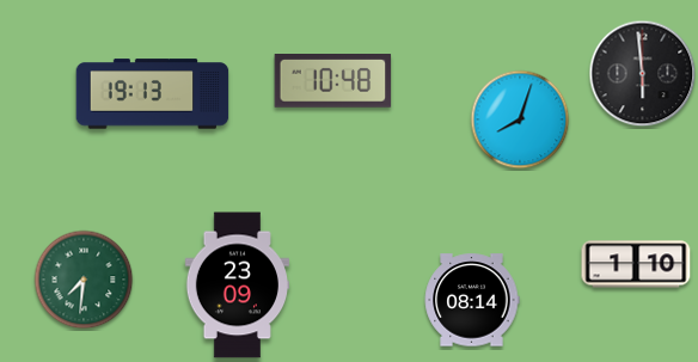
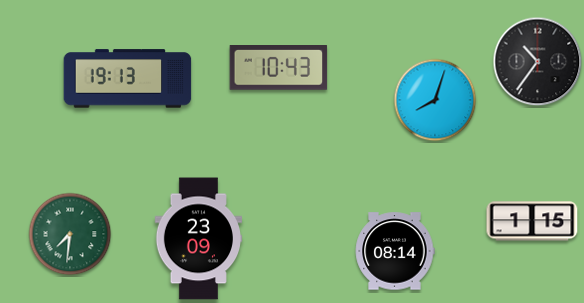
clock at (643, 74): 5:59 -> 10:36
clock at (333, 81): 10:48 -> 10:43
clock at (636, 264): 1:10 -> 1:15
